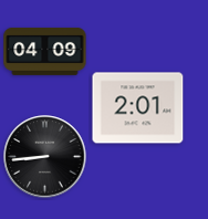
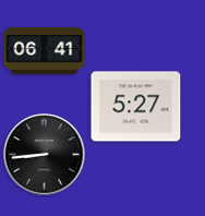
clock at (45, 51): 04:09 -> 06:41
clock at (138, 108): 2:01 -> 5:27
